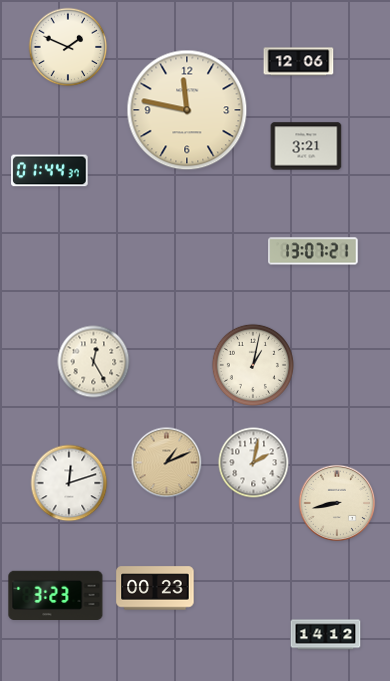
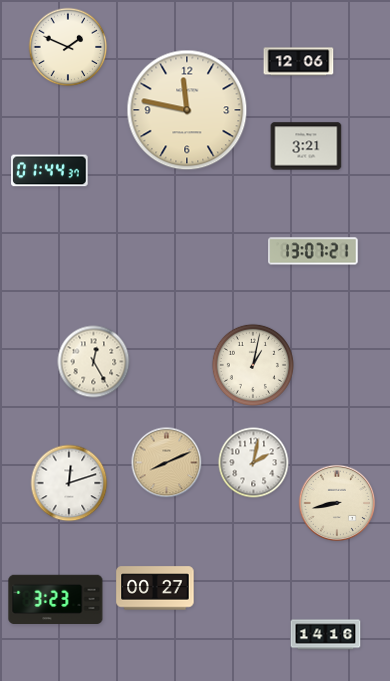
clock at (167, 463): 1:11 -> 8:11
clock at (155, 588): 00:23 -> 00:27
clock at (56, 595) position: (56, 595) -> (56, 599)
clock at (326, 635): 14:12 -> 14:16
